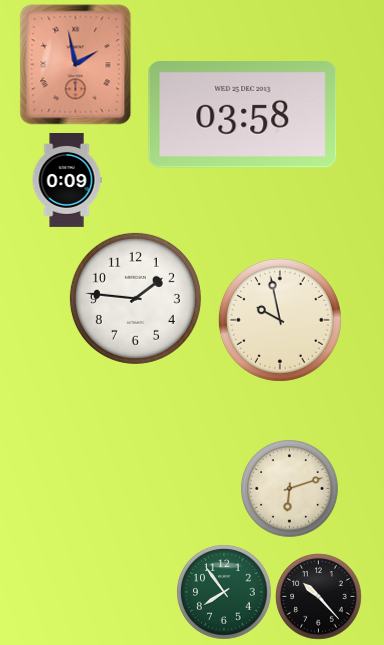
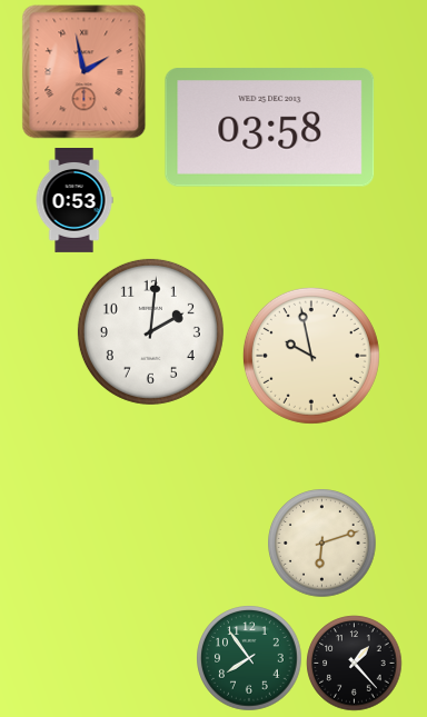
clock at (67, 181): 0:09 -> 0:53
clock at (135, 298): 1:46 -> 2:01
clock at (319, 597): 10:23 -> 1:23
